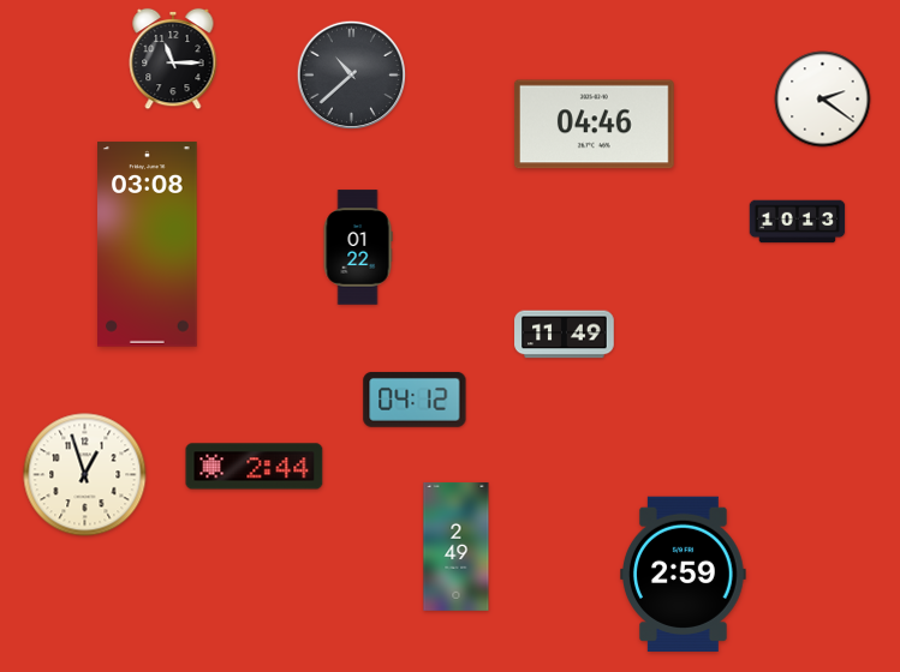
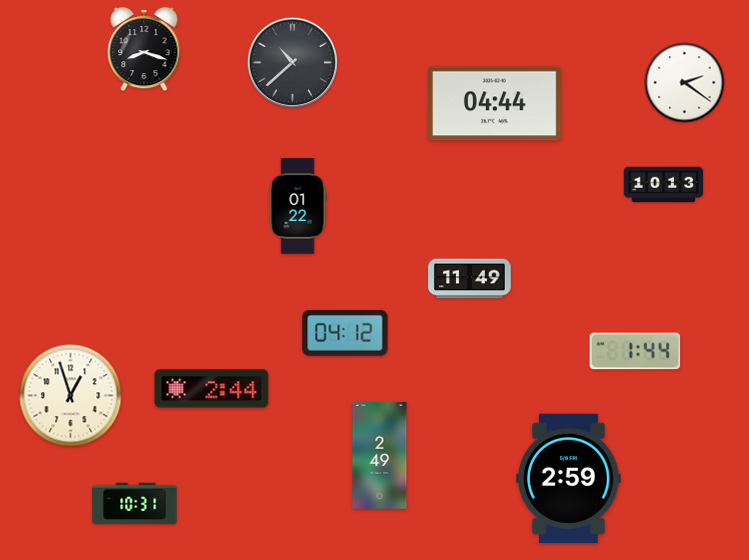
clock at (173, 59): 11:15 -> 8:18
clock at (595, 125): 04:46 -> 04:44
clock at (148, 245): 03:08 -> none
clock at (635, 351): none -> 1:44
clock at (135, 504): none -> 10:31
